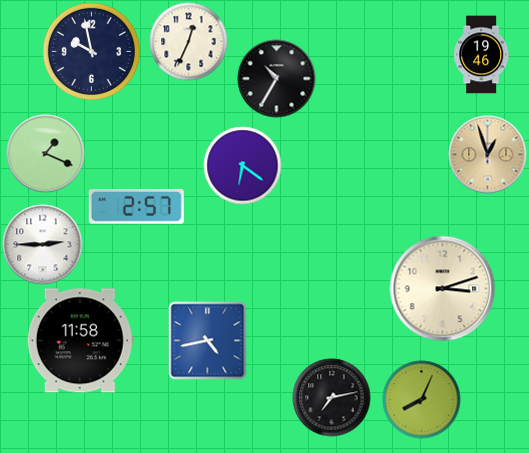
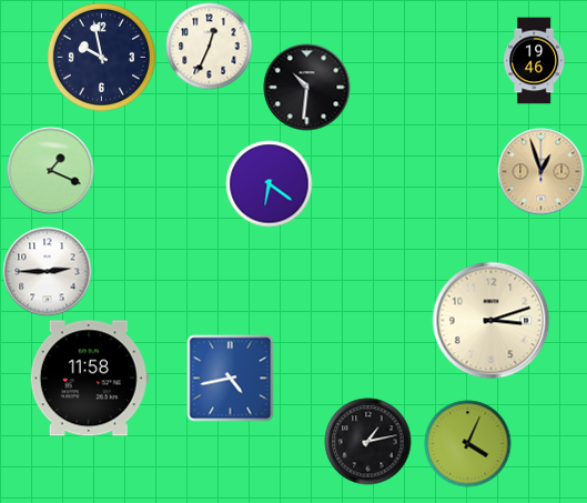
clock at (276, 78): 10:35 -> 10:31
clock at (136, 207): 2:57 -> none
clock at (331, 397): 7:13 -> 1:13
clock at (421, 399): 8:04 -> 4:04
